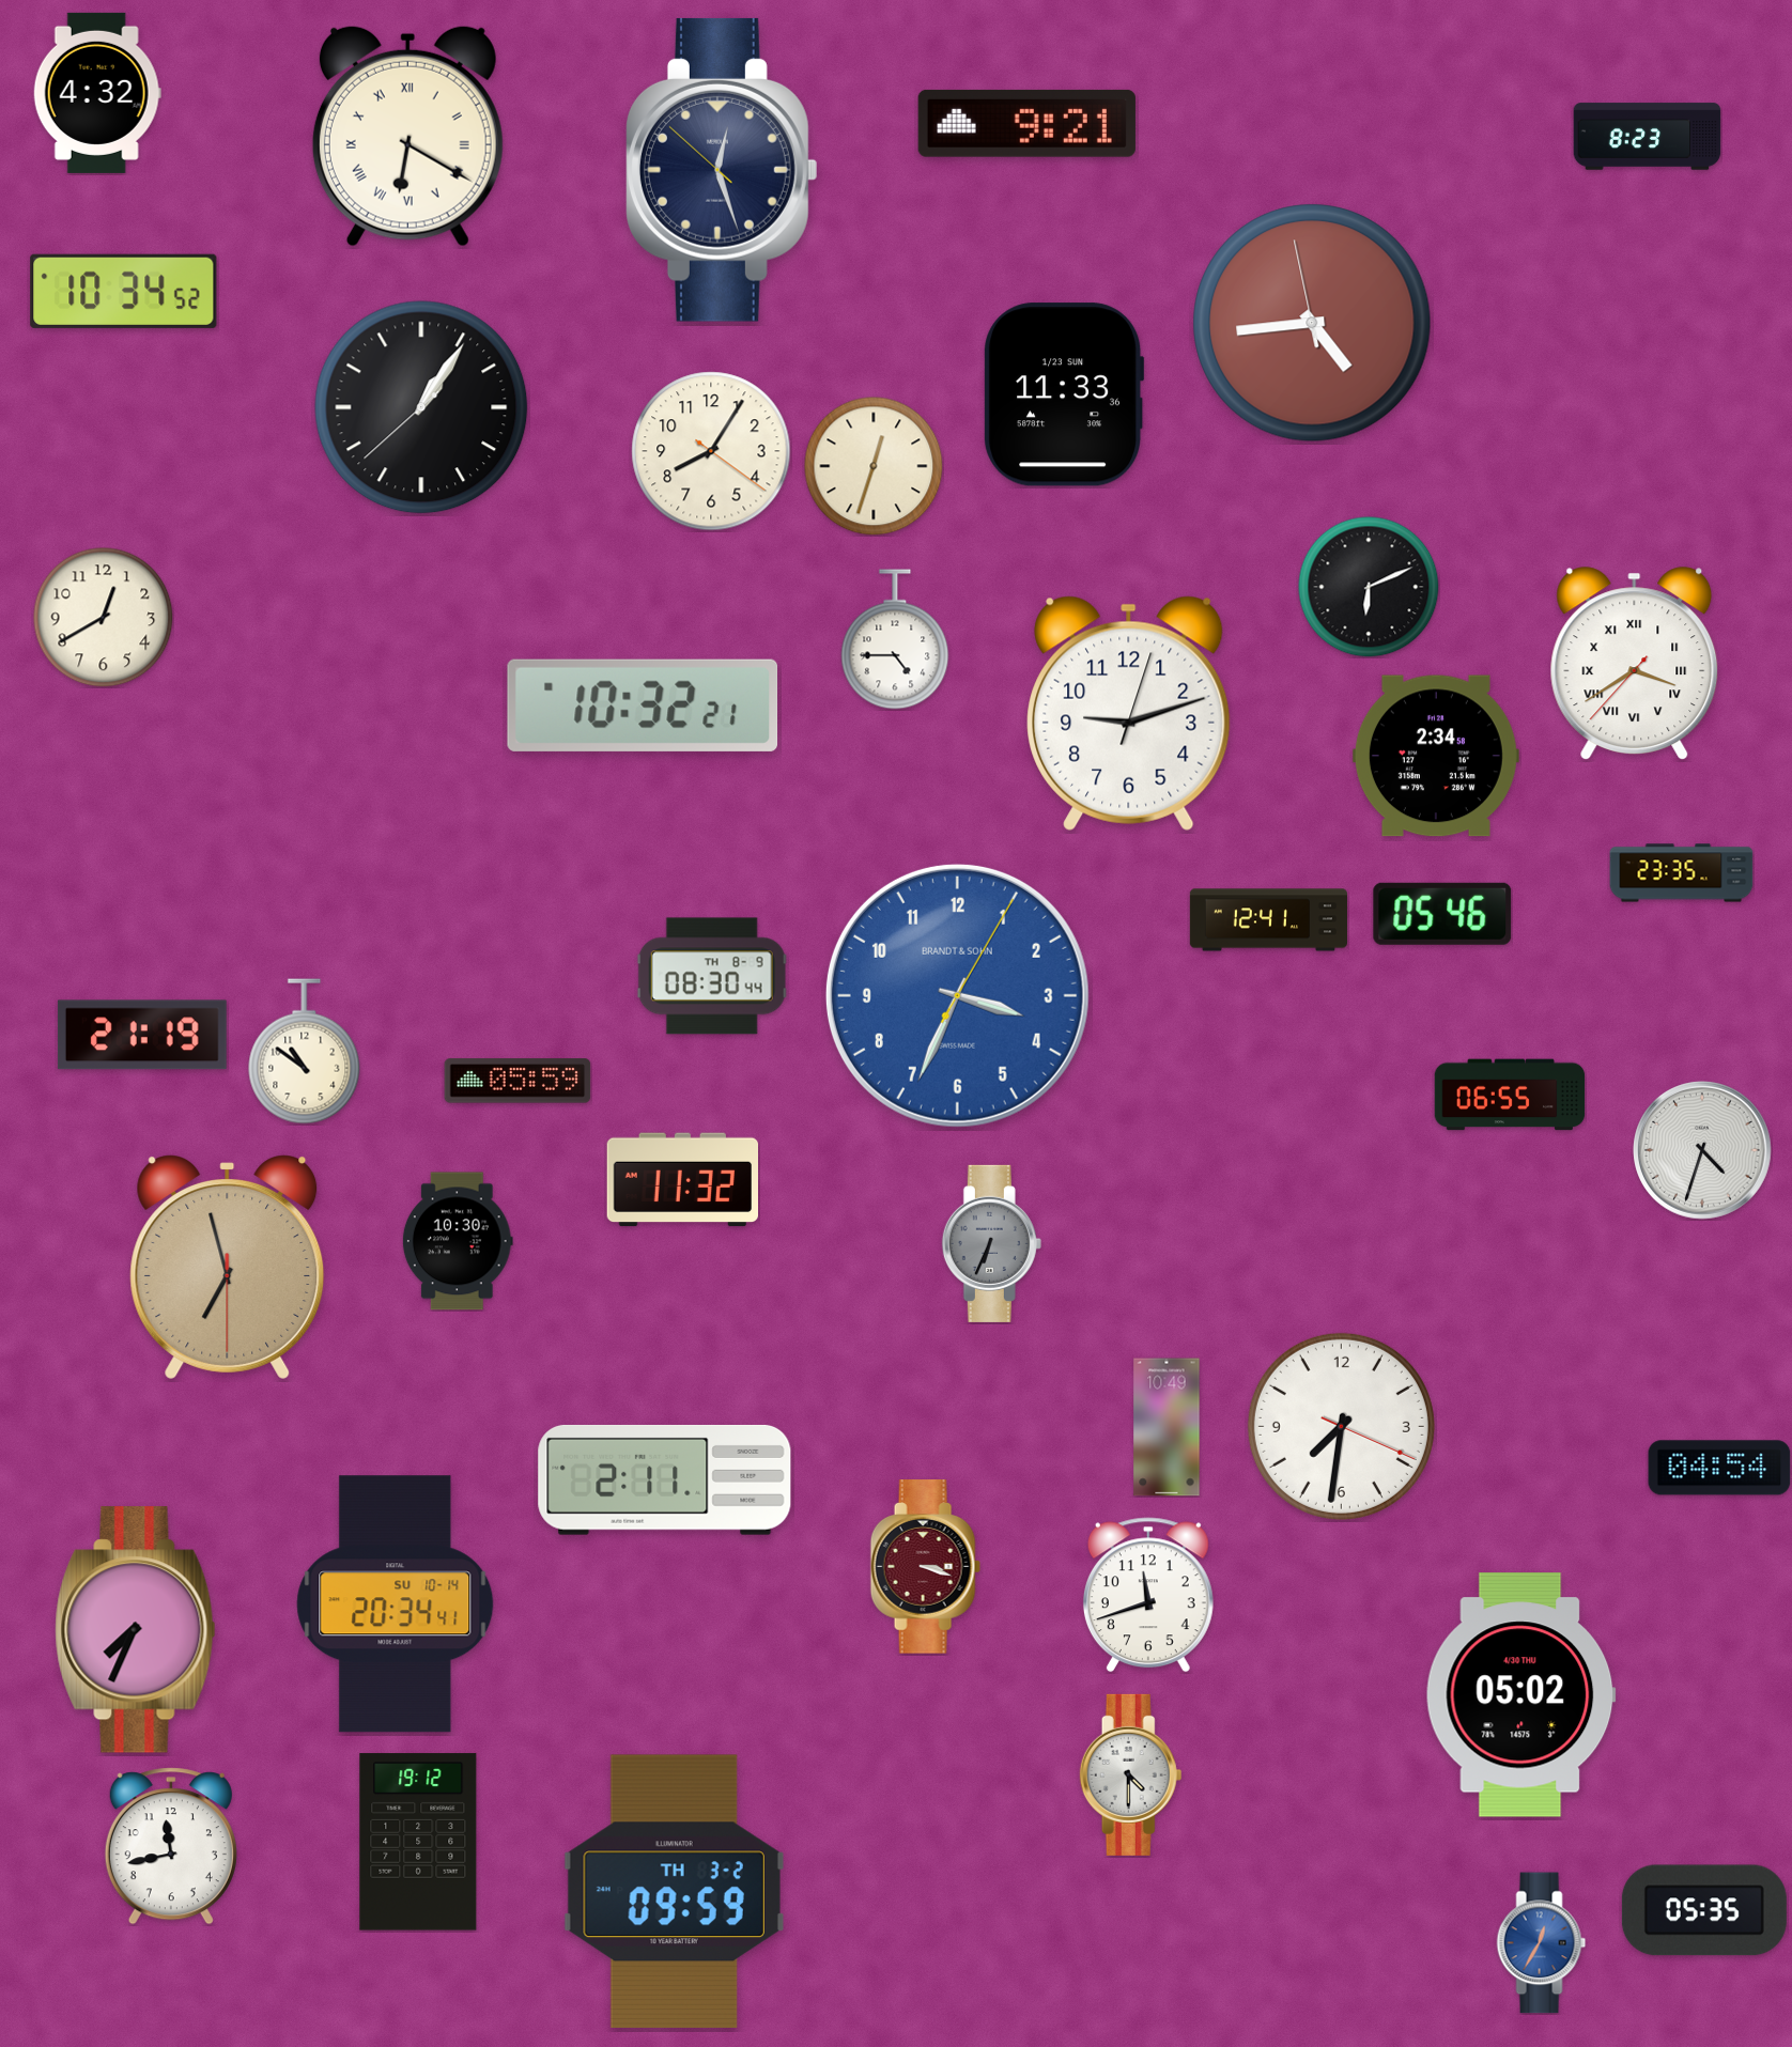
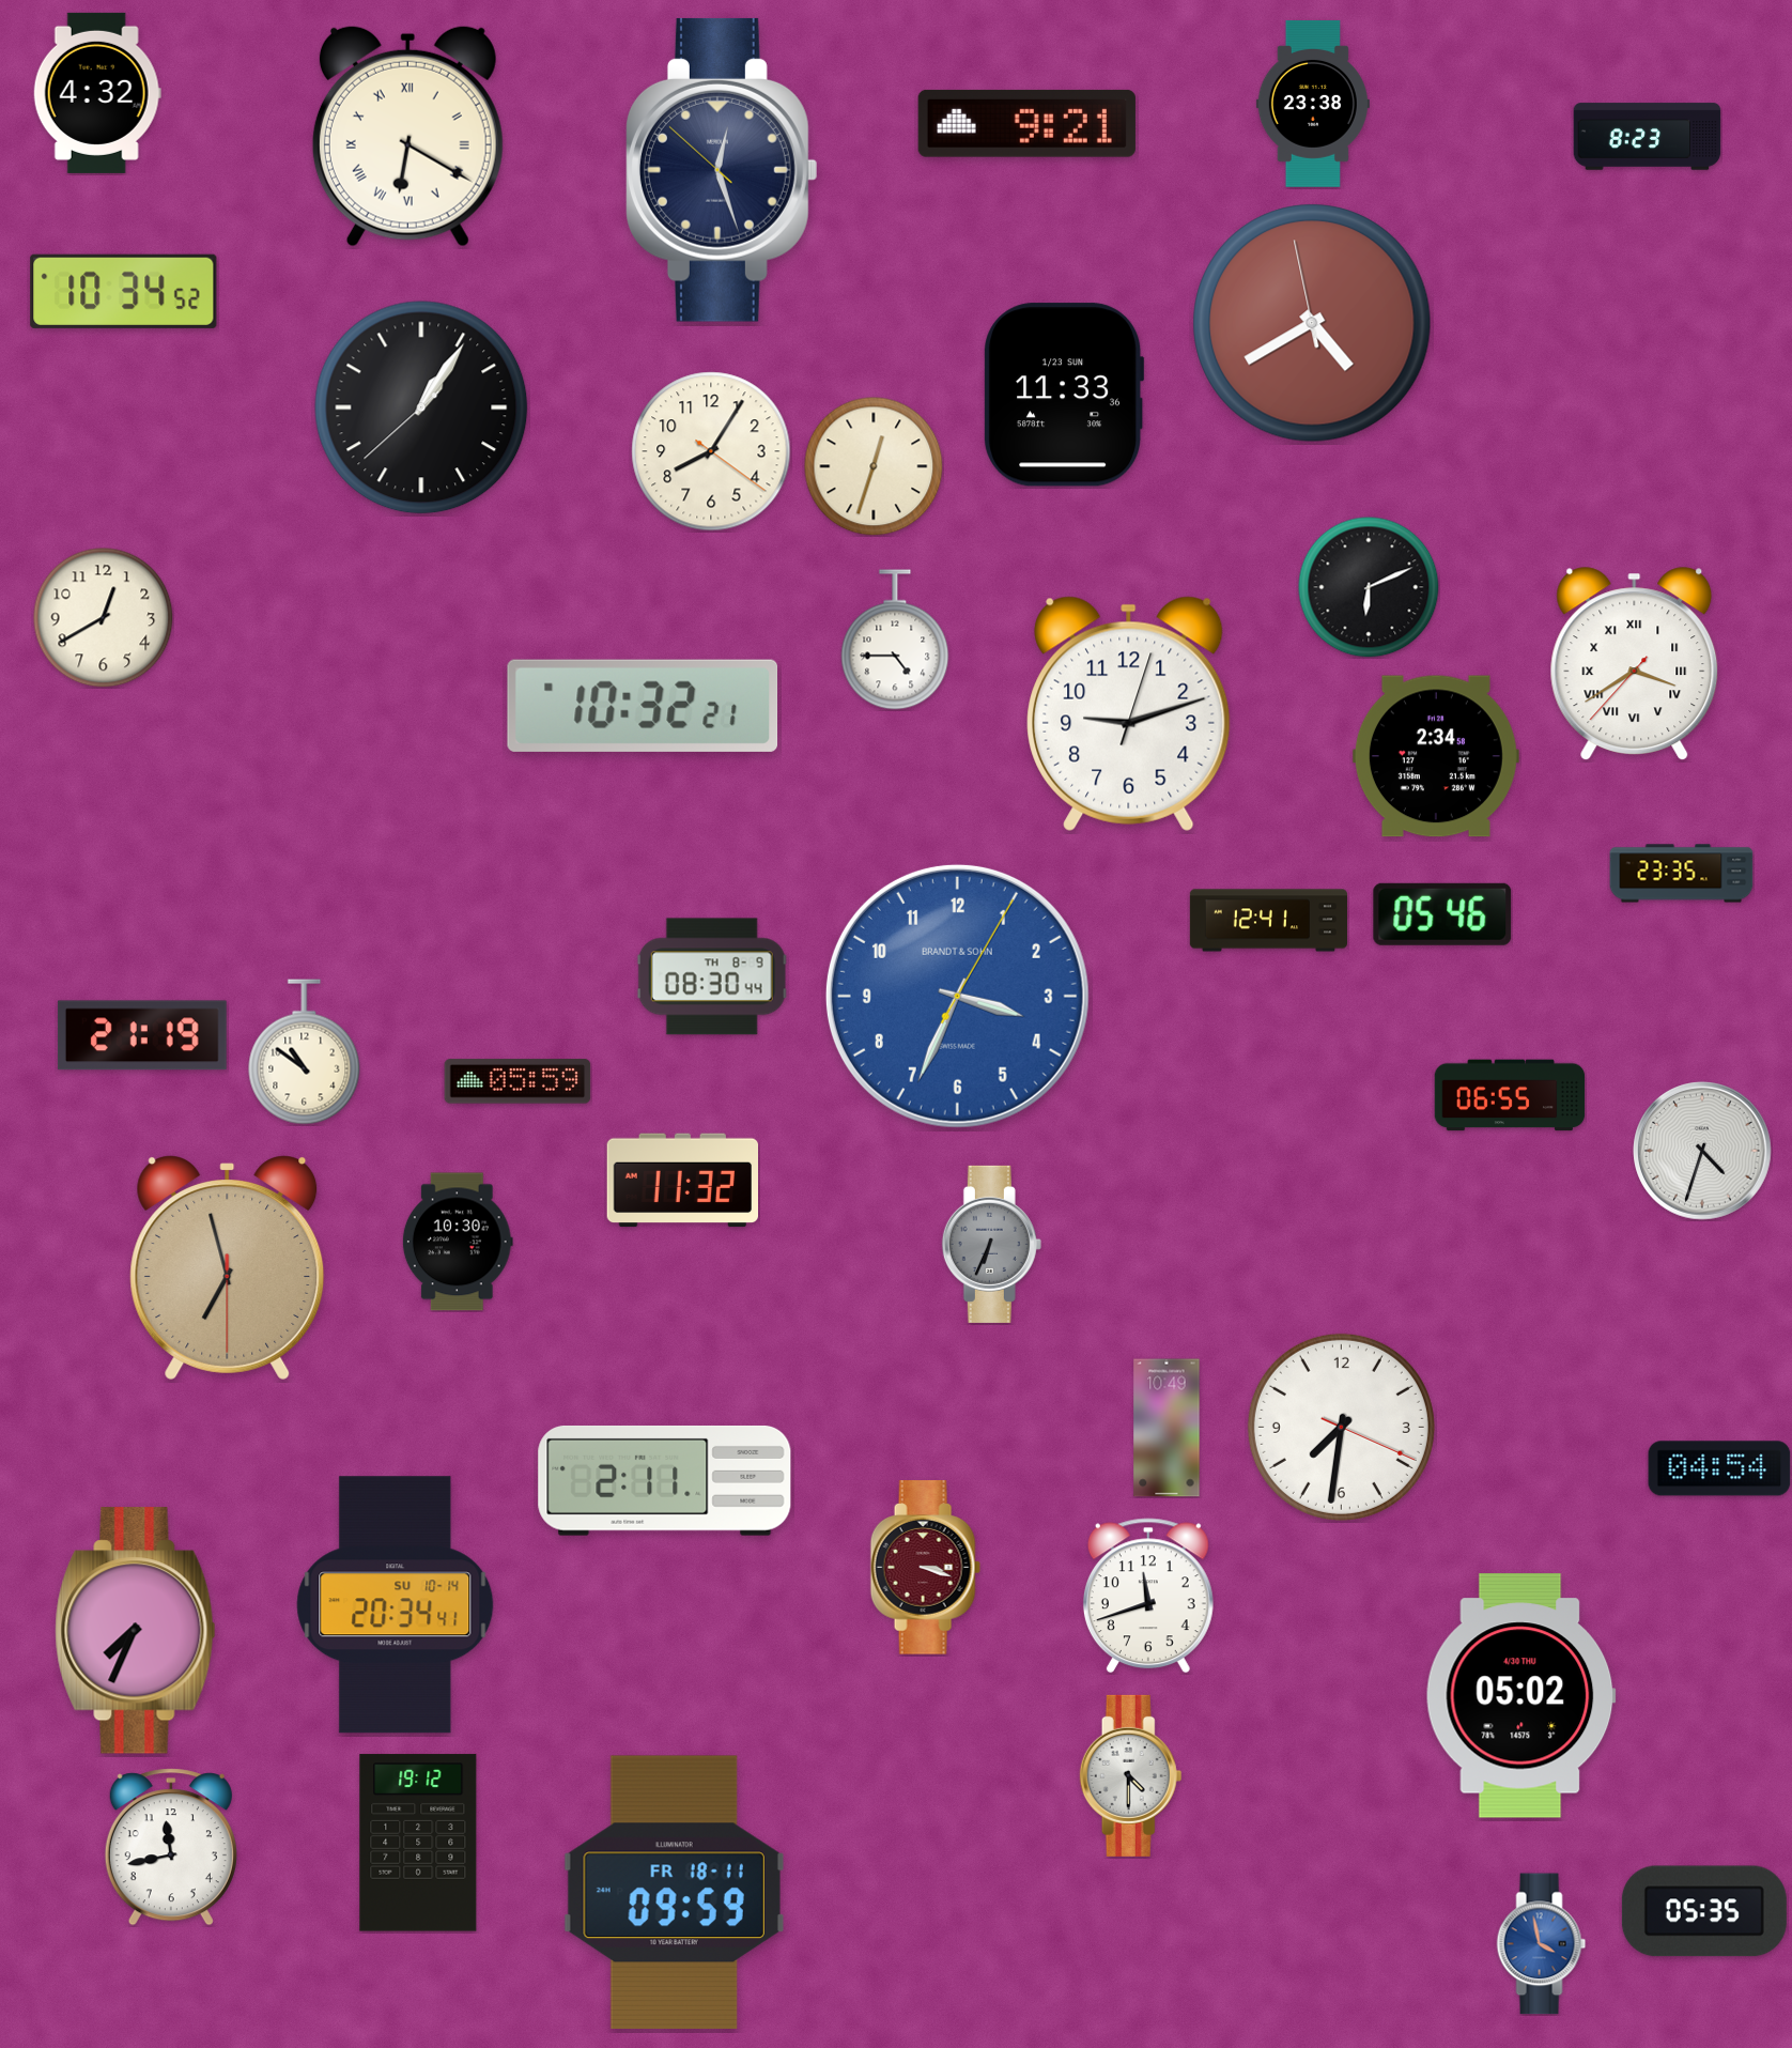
clock at (1313, 104): none -> 23:38
clock at (1312, 323): 4:43 -> 4:39
clock at (674, 1891) date: TH 3-2 -> FR 18-11
clock at (1542, 1943): 12:35 -> 3:58
